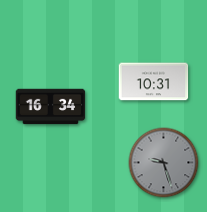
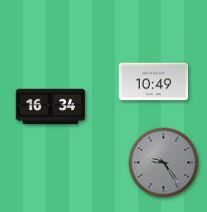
clock at (154, 82): 10:31 -> 10:49
clock at (164, 163): 9:27 -> 9:24
